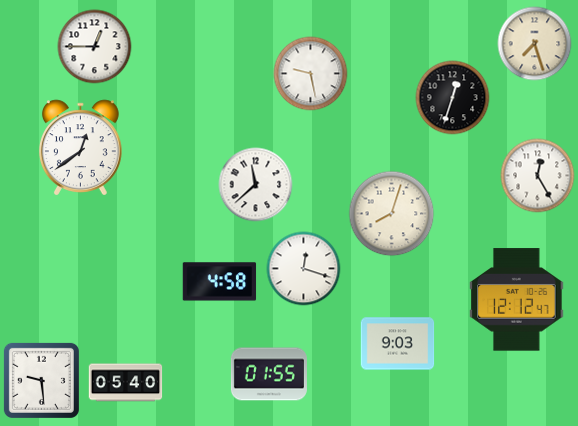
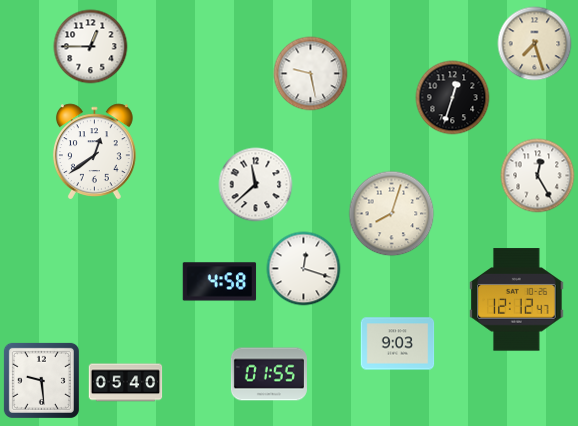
clock at (95, 47) position: (95, 47) -> (91, 47)
clock at (80, 147) position: (80, 147) -> (94, 151)
